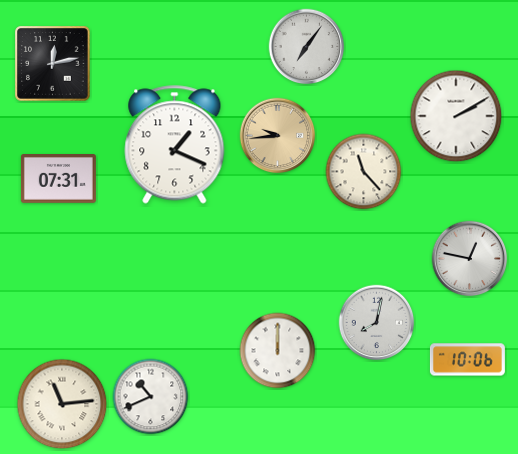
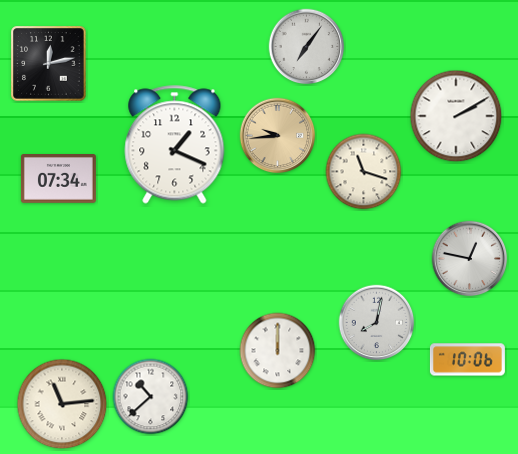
clock at (53, 64) position: (53, 64) -> (49, 64)
clock at (364, 172): 11:23 -> 11:18
clock at (58, 179): 07:31 -> 07:34
clock at (151, 397): 10:41 -> 10:38
